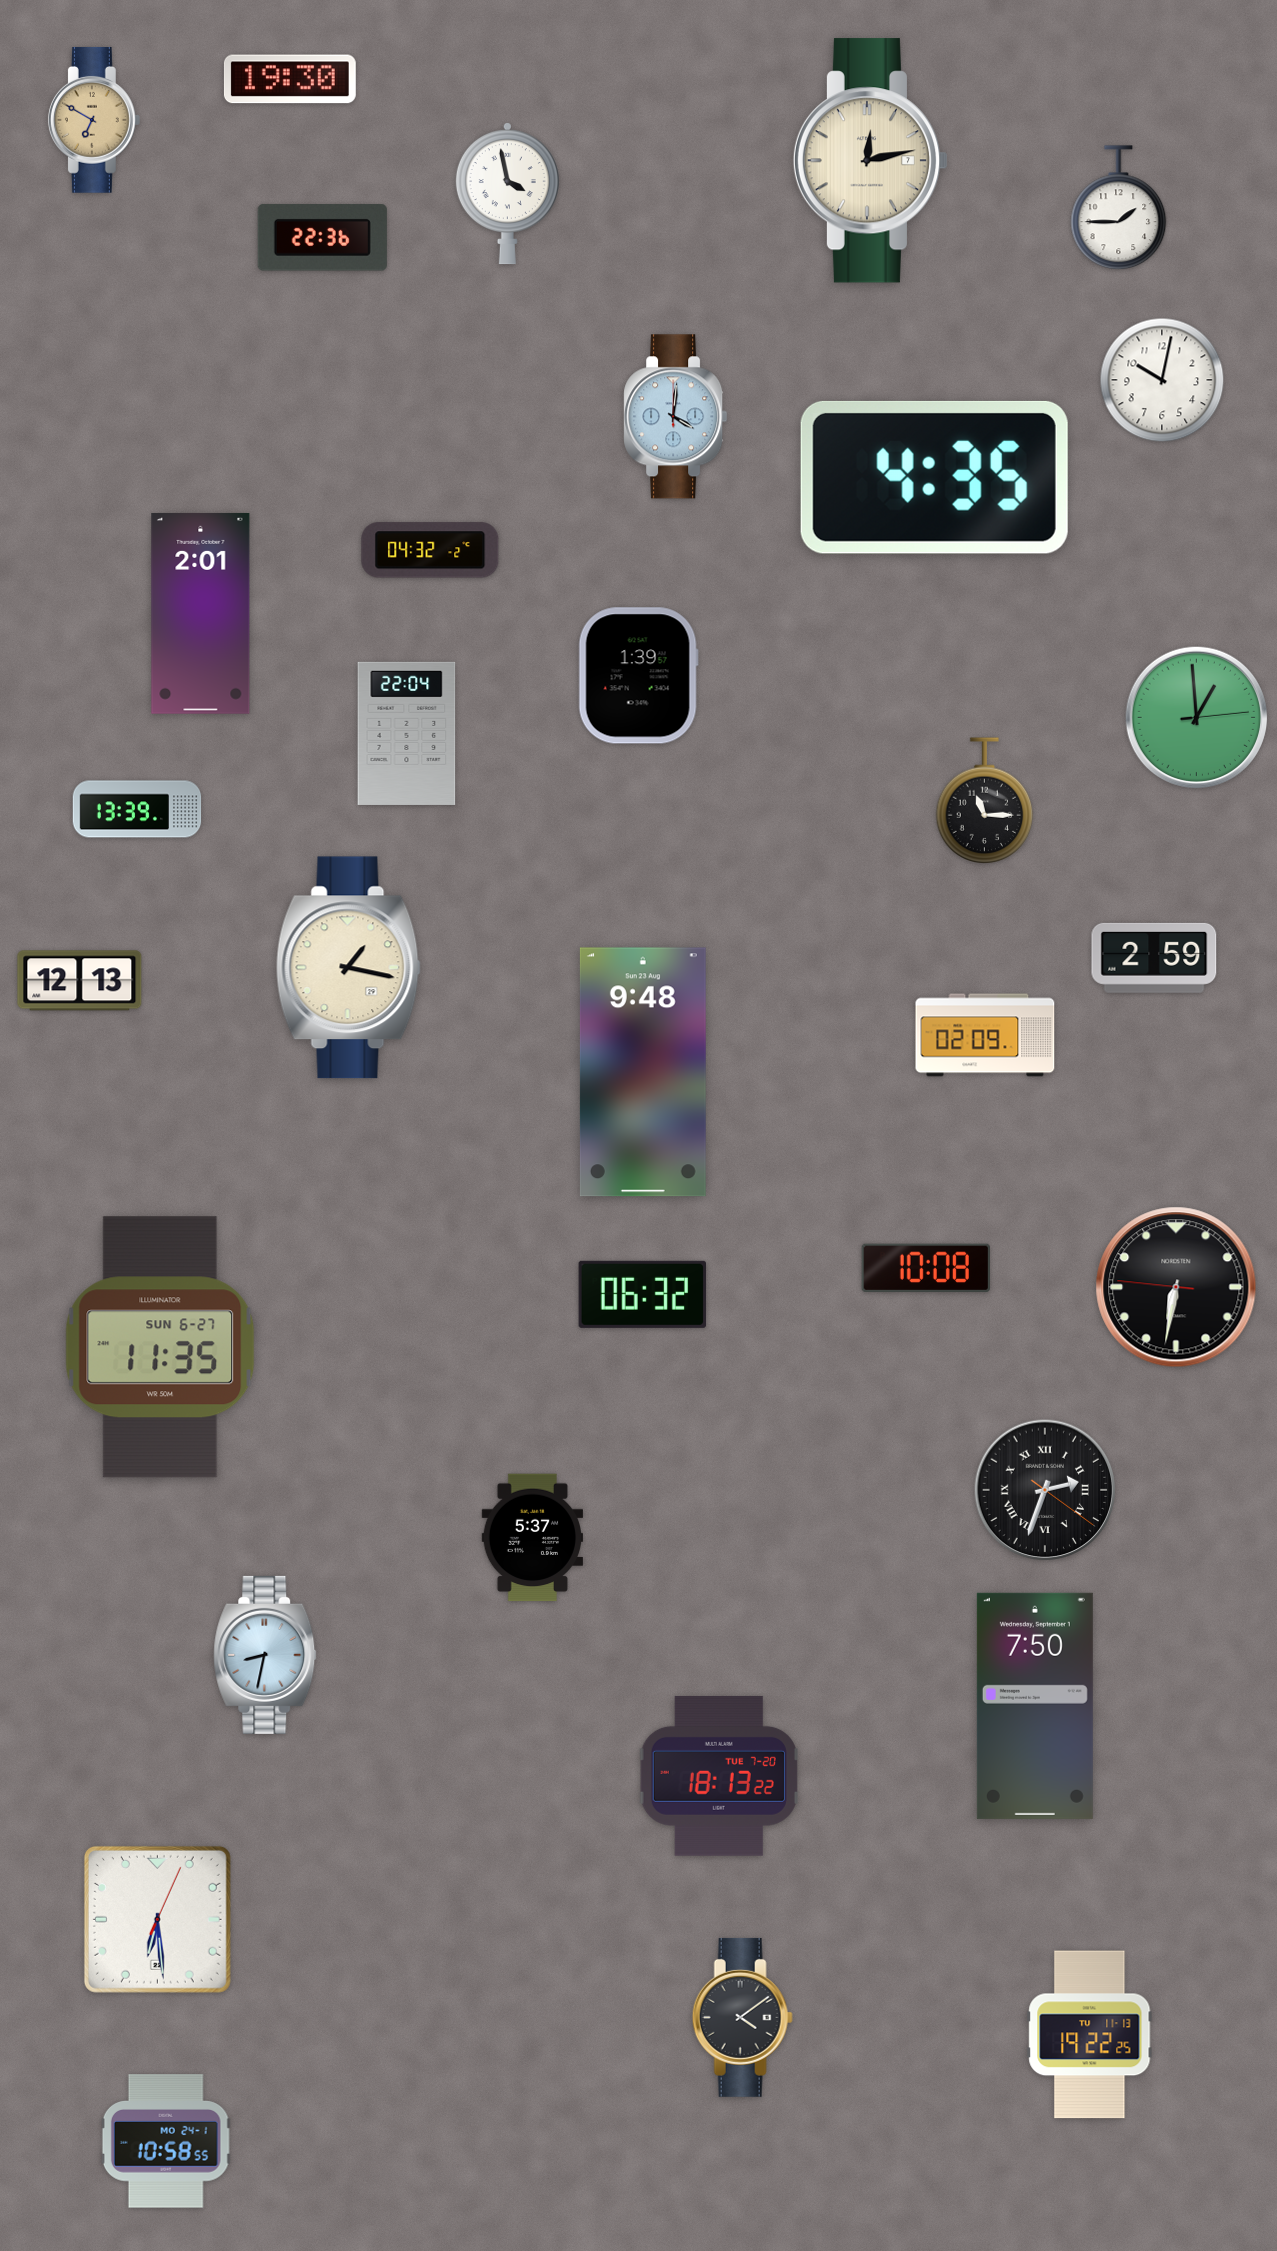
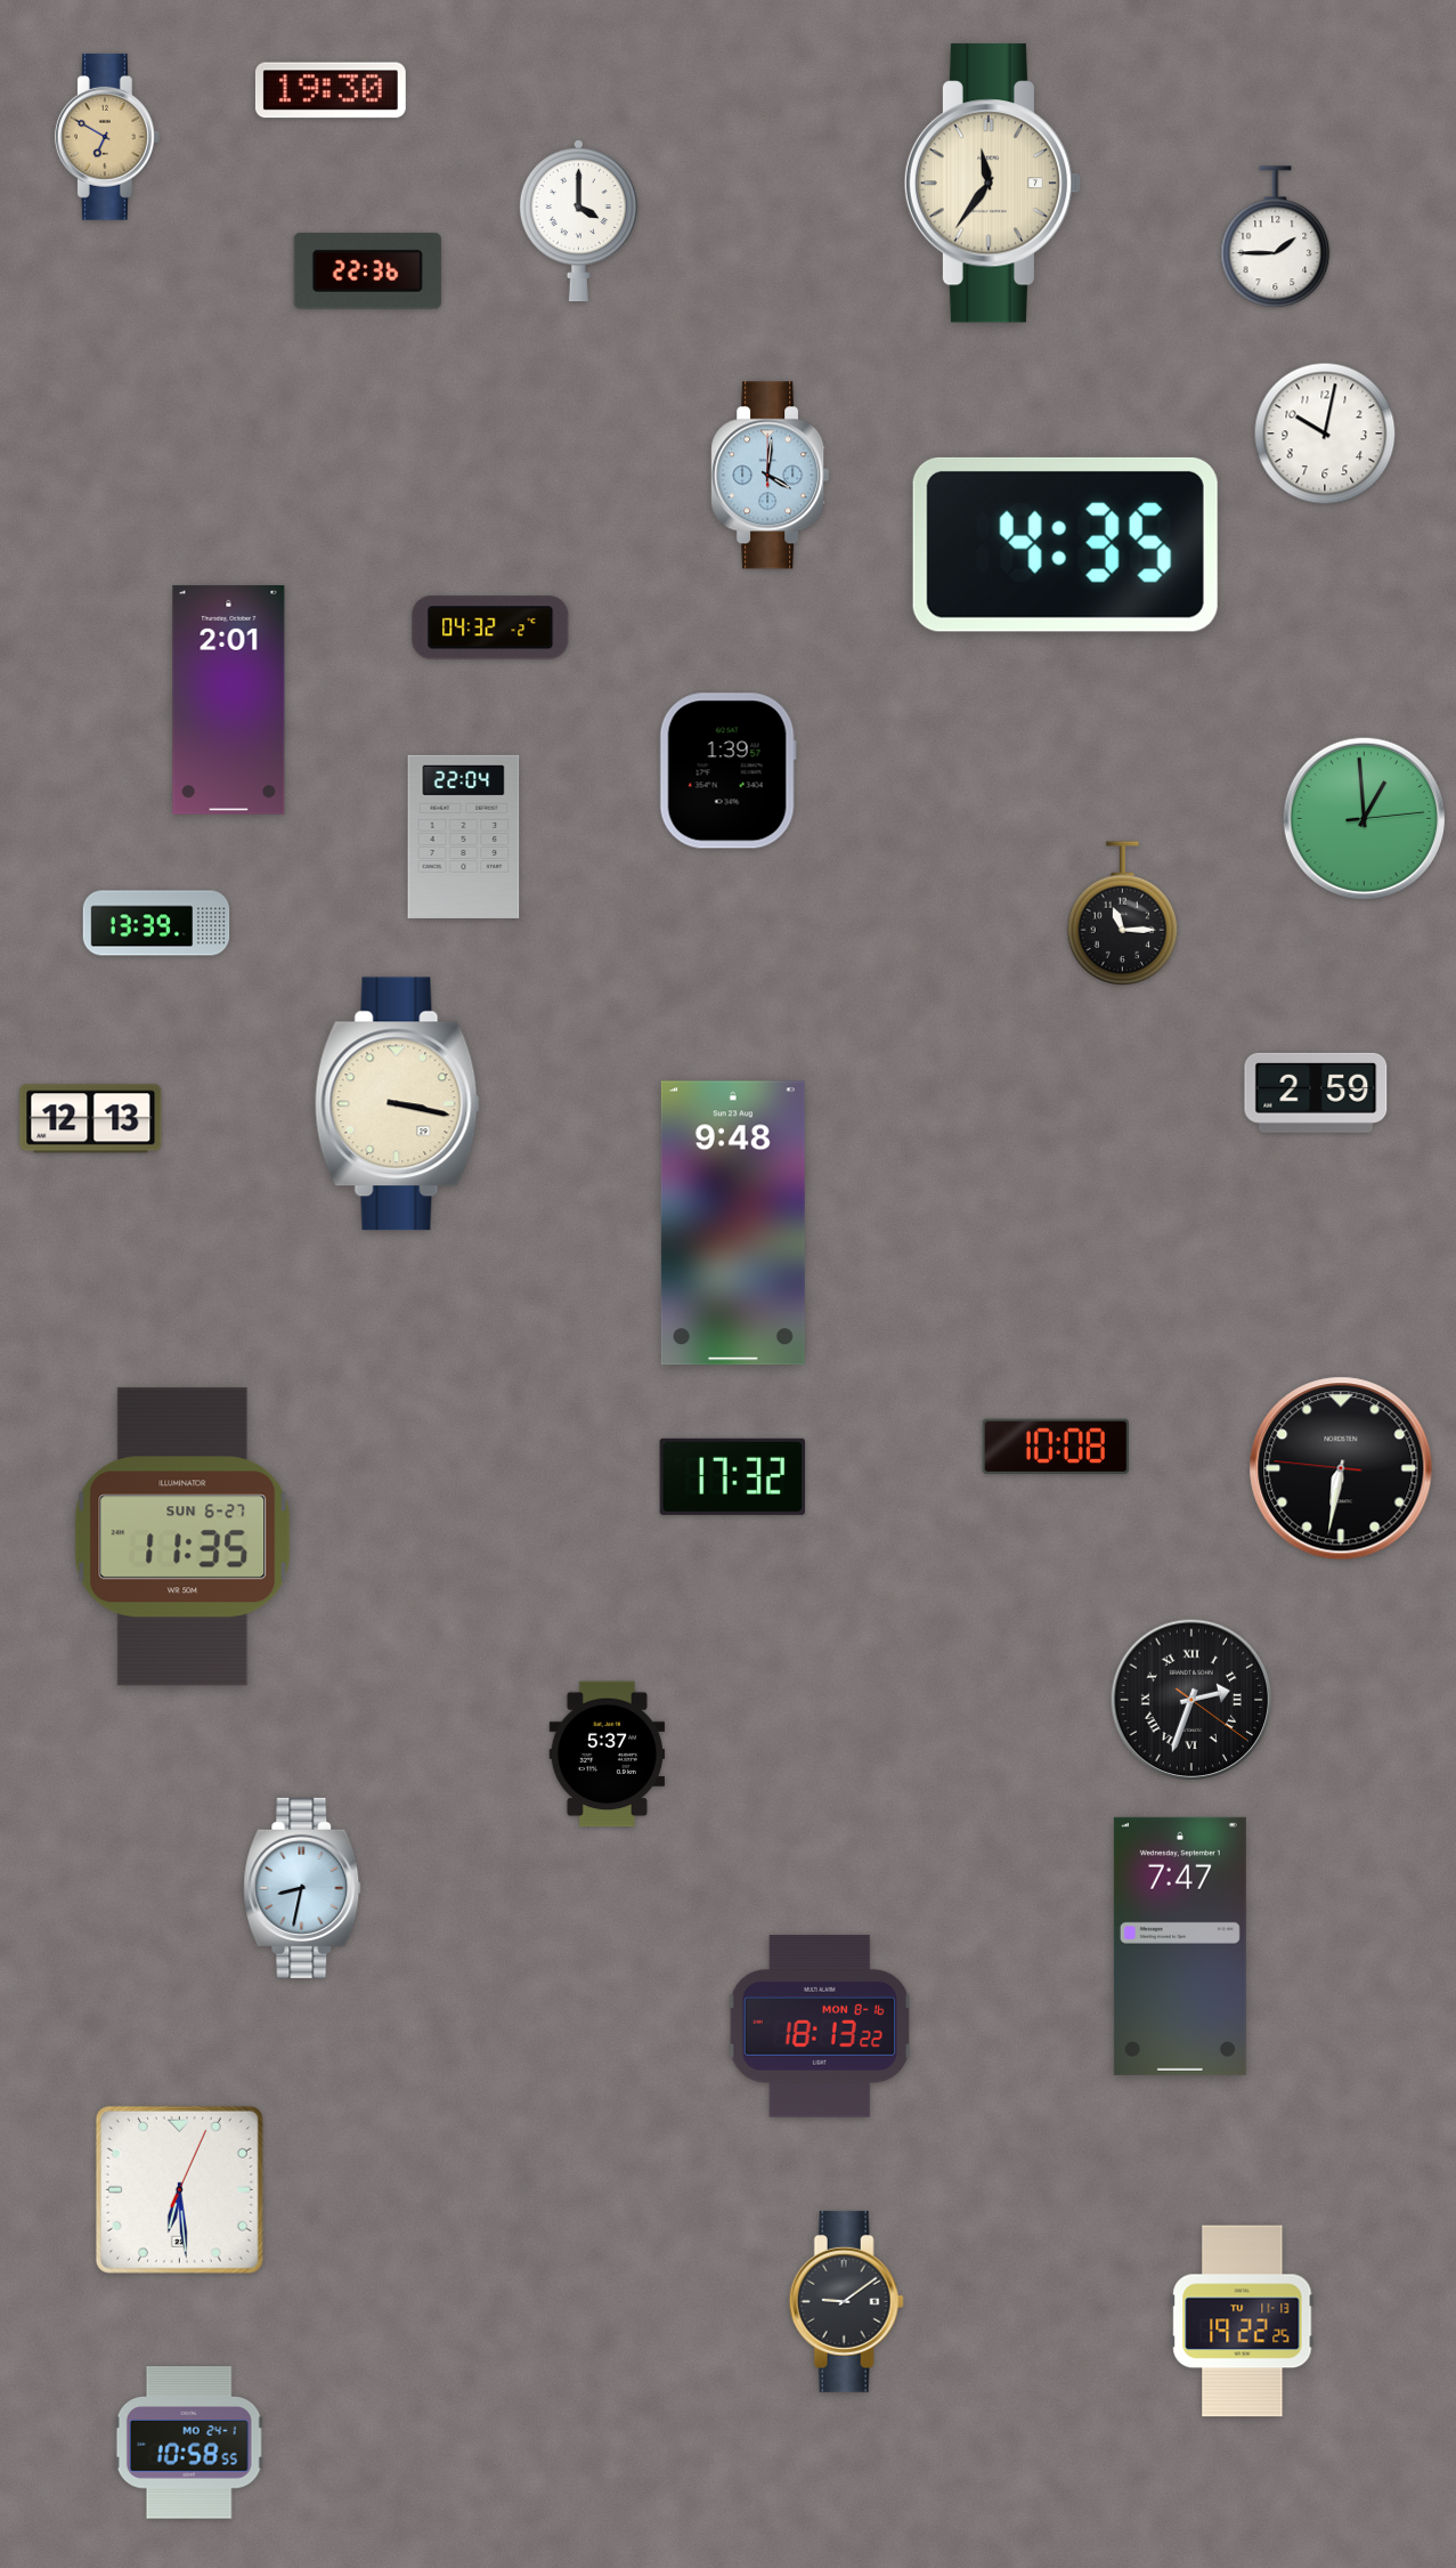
clock at (871, 161): 12:13 -> 11:36
clock at (507, 194): 3:58 -> 4:00
clock at (348, 968): 1:17 -> 3:17
clock at (985, 1035): 02:09 -> none
clock at (643, 1294): 06:32 -> 17:32
clock at (1035, 1706): 7:50 -> 7:47
clock at (719, 1776) date: TUE 7-20 -> MON 8-16
clock at (742, 2017): 4:09 -> 9:09
